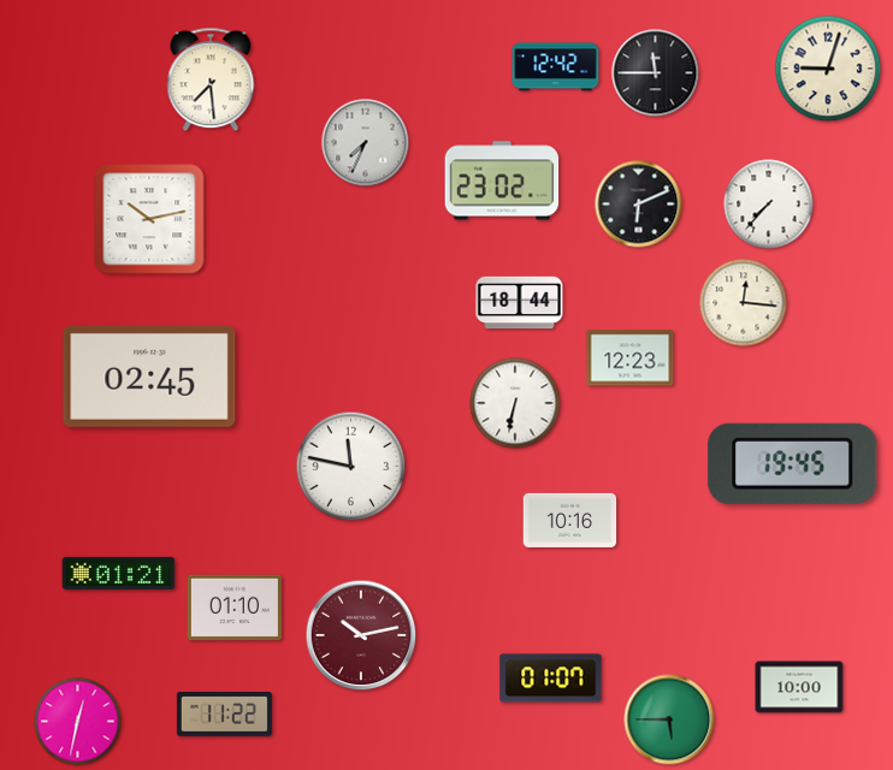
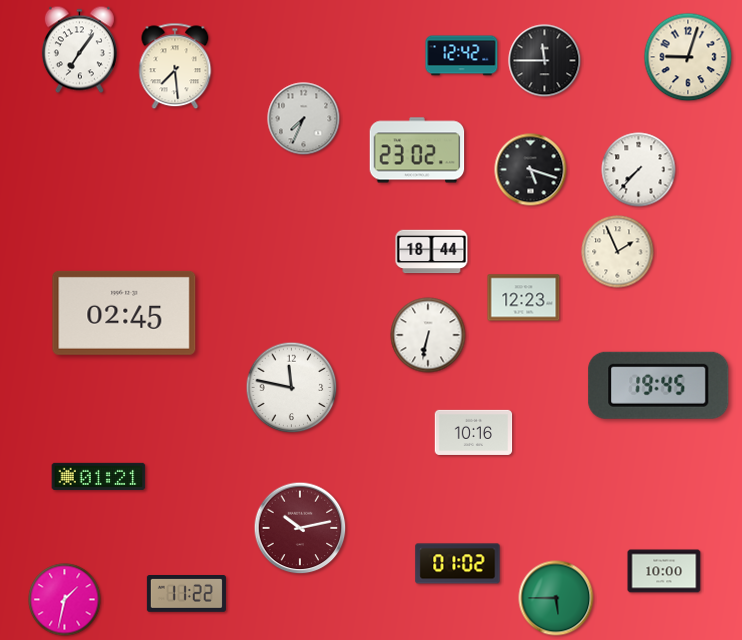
clock at (79, 50): none -> 7:06
clock at (639, 205): 6:11 -> 5:18
clock at (149, 219): 10:13 -> none
clock at (744, 303): 12:16 -> 1:56
clock at (235, 608): 01:10 -> none
clock at (551, 679): 01:07 -> 01:02
clock at (78, 722): 12:32 -> 1:32
